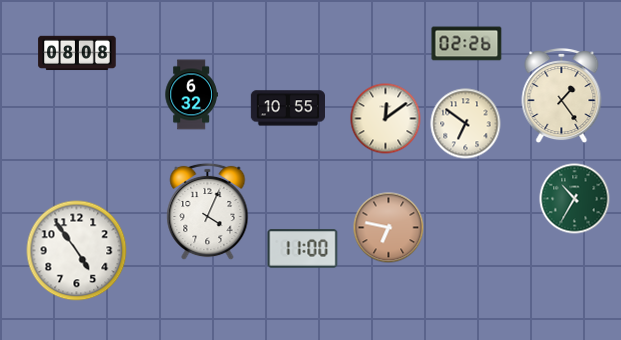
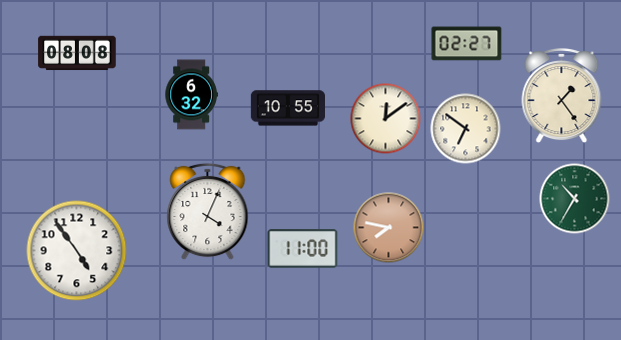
clock at (467, 44): 02:26 -> 02:27
clock at (466, 124) position: (466, 124) -> (466, 129)
clock at (389, 228): 6:47 -> 7:47
